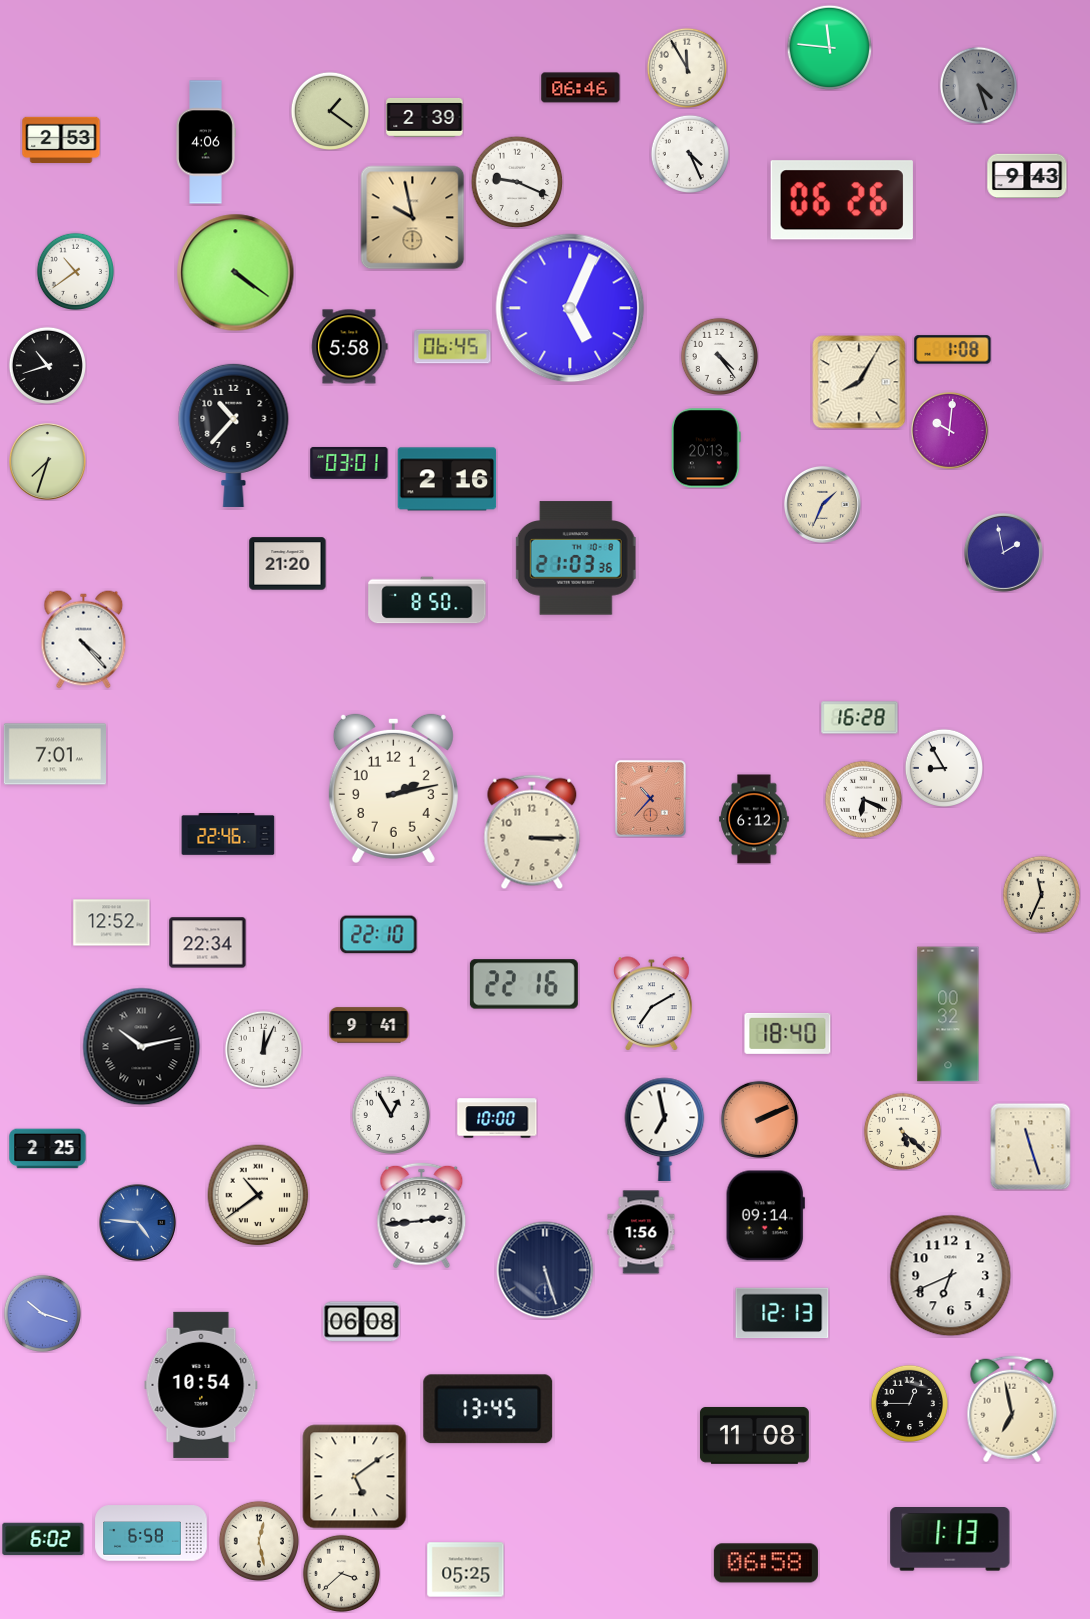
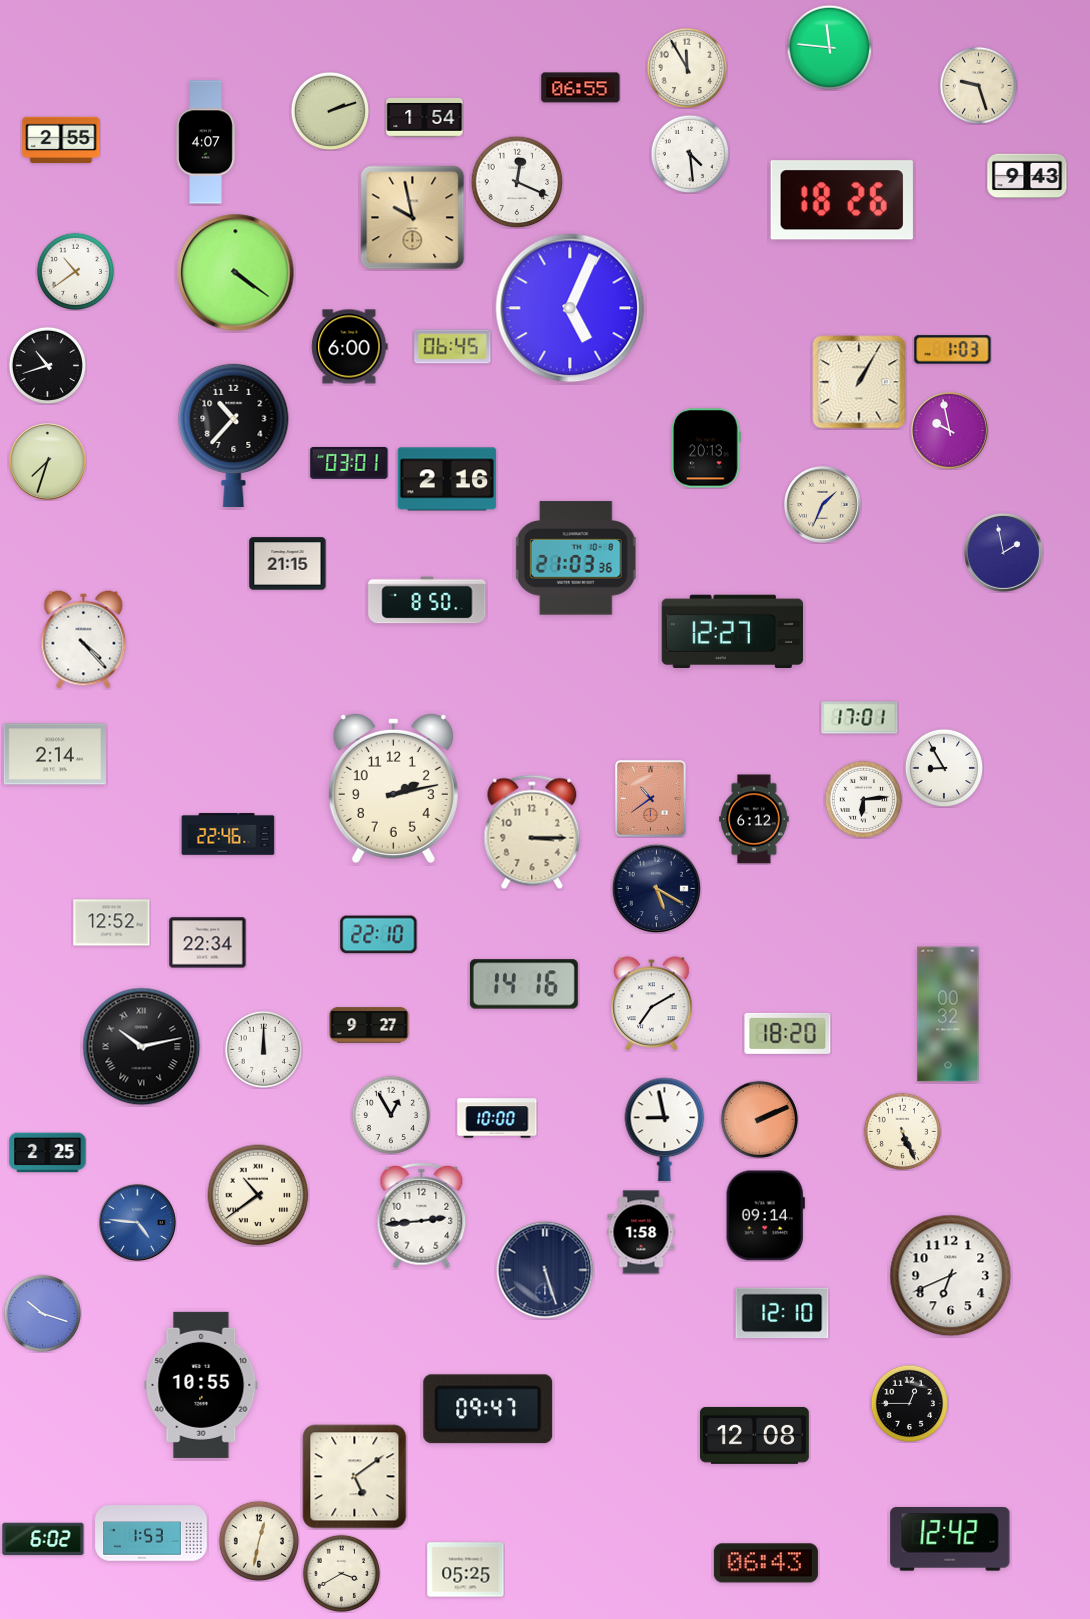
clock at (978, 85): 4:27 -> 9:27
clock at (978, 85) dial: grey -> cream
clock at (581, 88): 06:46 -> 06:55
clock at (329, 110): 1:21 -> 2:12
clock at (425, 117): 2:39 -> 1:54
clock at (61, 139): 2:53 -> 2:55
clock at (206, 142): 4:06 -> 4:07
clock at (689, 153): 4:26 -> 4:29
clock at (517, 182): 9:19 -> 12:19
clock at (842, 200): 06:26 -> 18:26
clock at (350, 347): 5:58 -> 6:00
clock at (953, 350): 1:08 -> 1:03
clock at (719, 356): 4:24 -> none
clock at (859, 382): 8:05 -> 1:05
clock at (950, 431): 10:01 -> 9:58
clock at (288, 564): 21:20 -> 21:15
clock at (733, 631): none -> 12:27
clock at (860, 718): 16:28 -> 17:01
clock at (55, 754): 7:01 -> 2:14
clock at (650, 799): 10:37 -> 10:39
clock at (863, 799): 6:19 -> 6:14
clock at (656, 888): none -> 5:20
clock at (1041, 894): 11:34 -> none
clock at (524, 984): 22:16 -> 14:16
clock at (369, 1025): 9:41 -> 9:27
clock at (788, 1033): 18:40 -> 18:20
clock at (263, 1049): 12:04 -> 12:00
clock at (665, 1129): 6:58 -> 8:58
clock at (902, 1131): 5:22 -> 5:26
clock at (1031, 1146): 11:27 -> none
clock at (48, 1149) position: (48, 1149) -> (48, 1153)
clock at (641, 1232): 1:56 -> 1:58
clock at (782, 1313): 12:13 -> 12:10
clock at (362, 1322): 06:08 -> none
clock at (201, 1385): 10:54 -> 10:55
clock at (488, 1409): 13:45 -> 09:47
clock at (1012, 1409): 6:58 -> none
clock at (754, 1435): 11:08 -> 12:08
clock at (151, 1533): 6:58 -> 1:53
clock at (258, 1540): 12:28 -> 12:32
clock at (950, 1540): 1:13 -> 12:42
clock at (766, 1563): 06:58 -> 06:43
clock at (341, 1573): 3:38 -> 3:40
